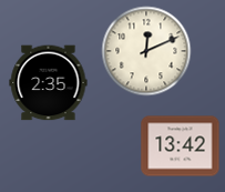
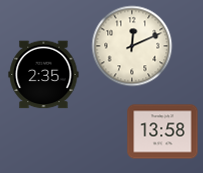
clock at (181, 146): 13:42 -> 13:58
